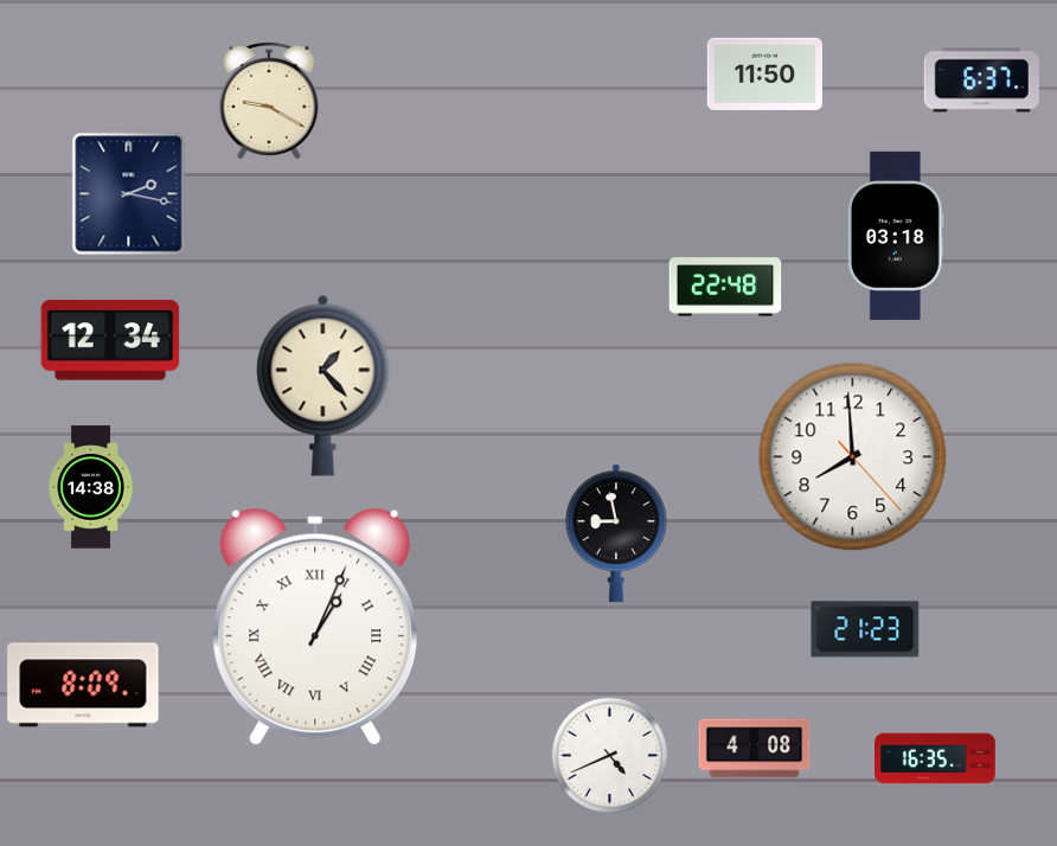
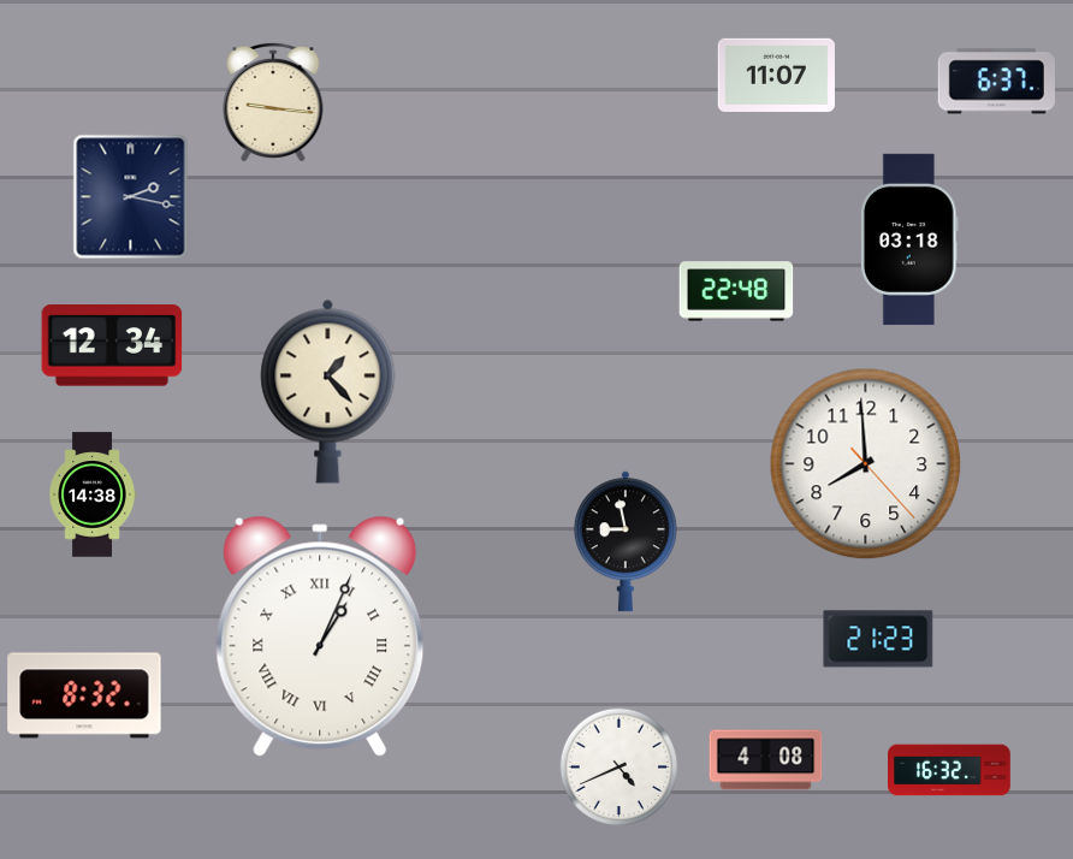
clock at (764, 73): 11:50 -> 11:07
clock at (269, 101): 9:20 -> 9:16
clock at (83, 685): 8:09 -> 8:32
clock at (936, 758): 16:35 -> 16:32
